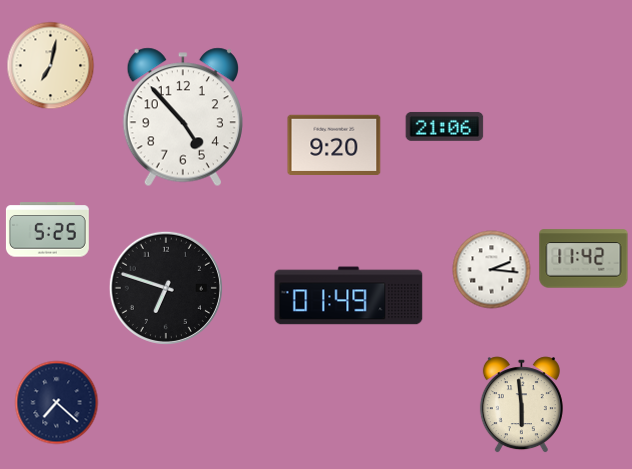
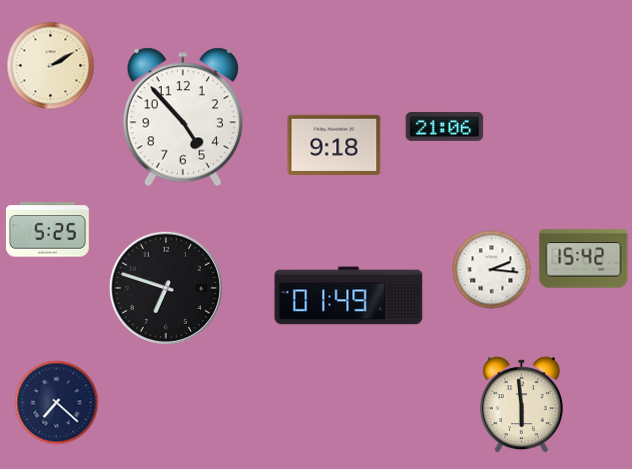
clock at (51, 66): 7:02 -> 2:10
clock at (334, 144): 9:20 -> 9:18
clock at (584, 259): 11:42 -> 15:42
